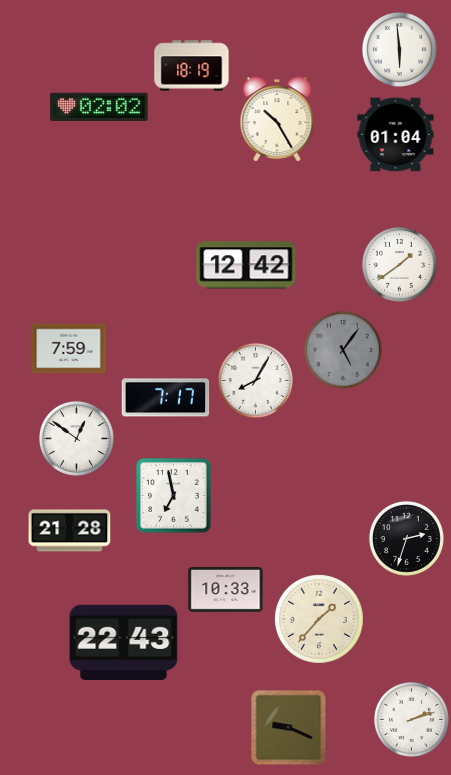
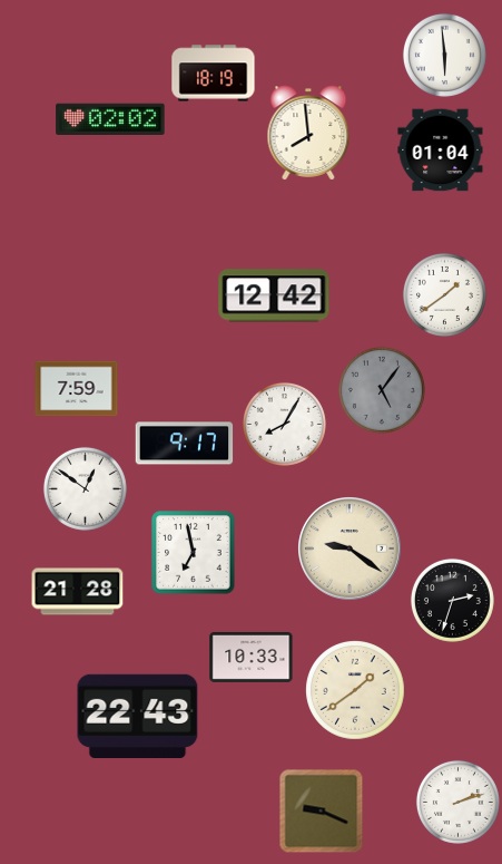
clock at (277, 119): 10:25 -> 7:59
clock at (166, 398): 7:17 -> 9:17
clock at (351, 550): none -> 9:21
clock at (319, 619): 1:37 -> 1:39
